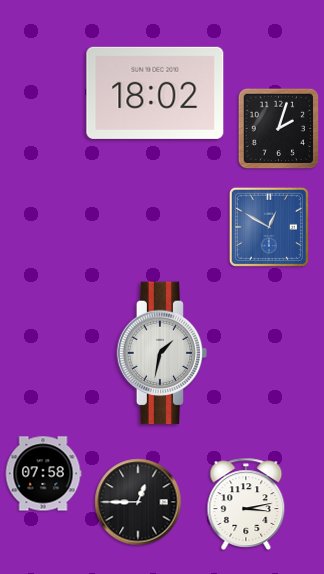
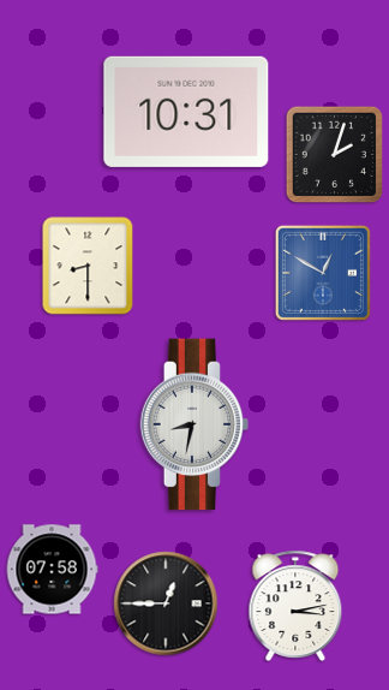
clock at (155, 93): 18:02 -> 10:31
clock at (88, 266): none -> 8:30
clock at (162, 353): 1:32 -> 8:32
